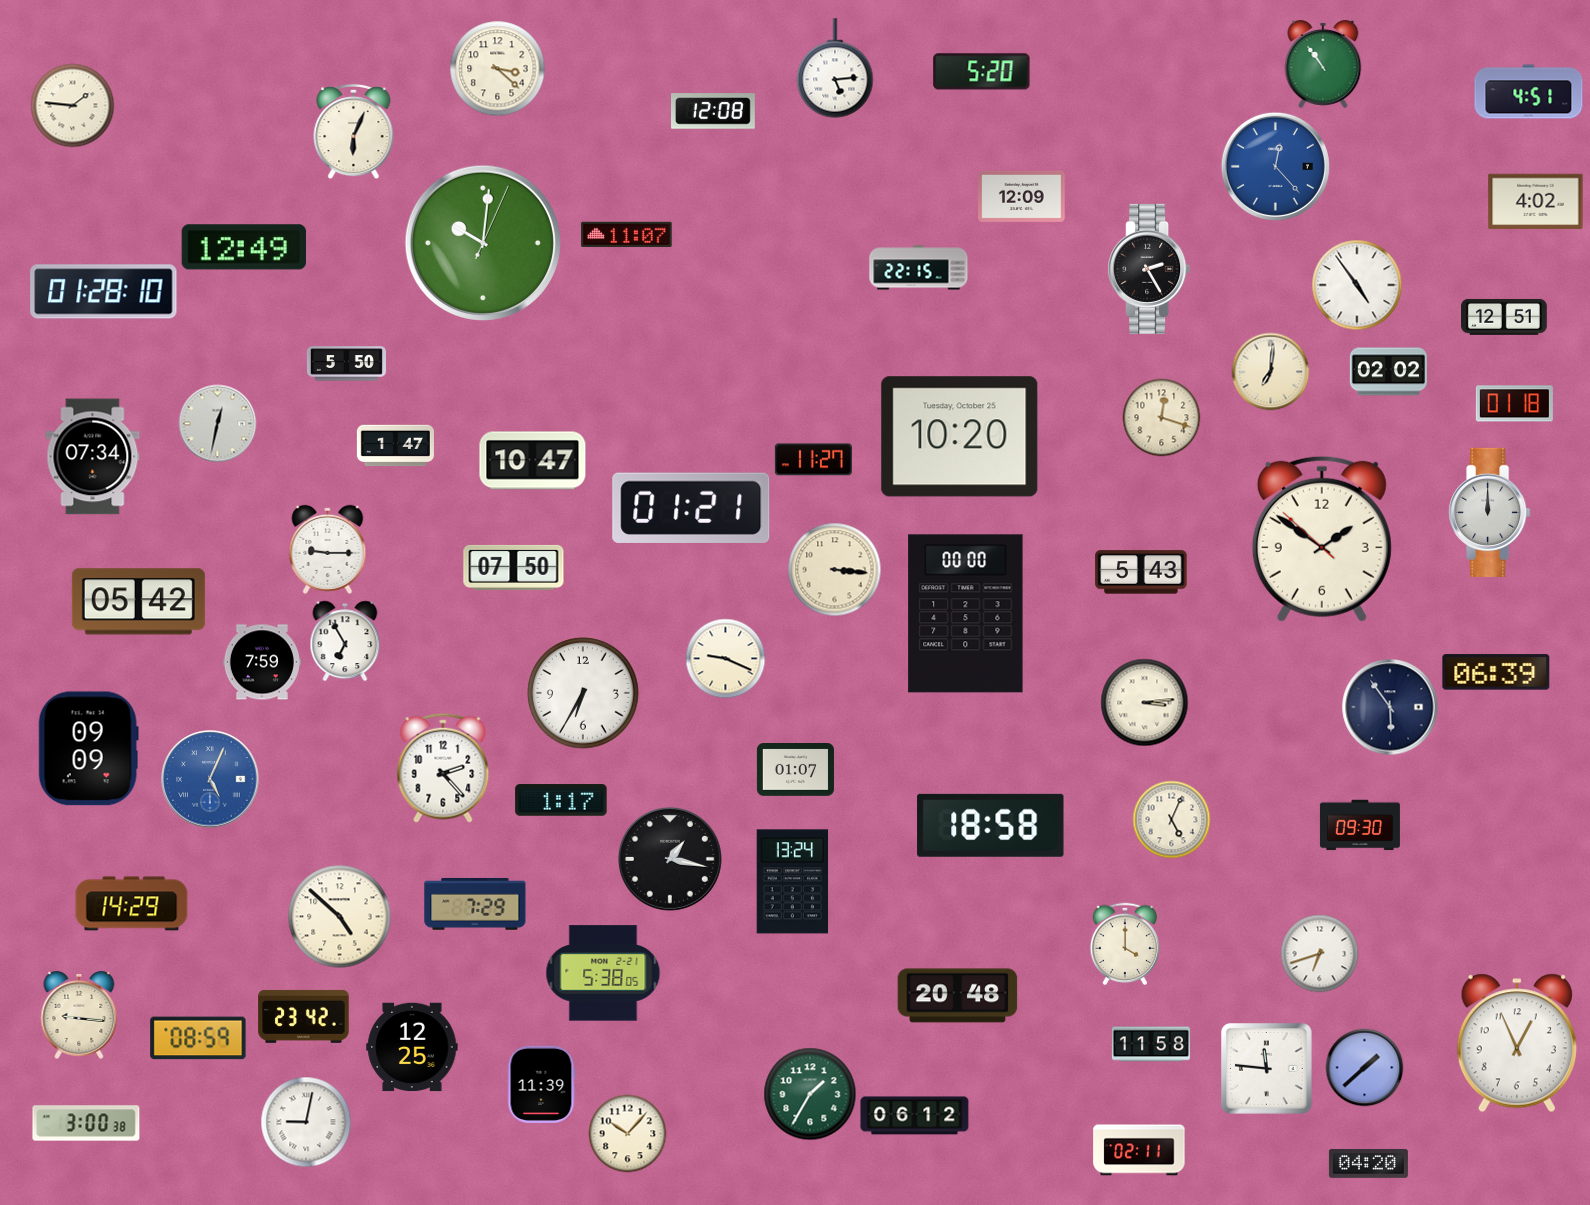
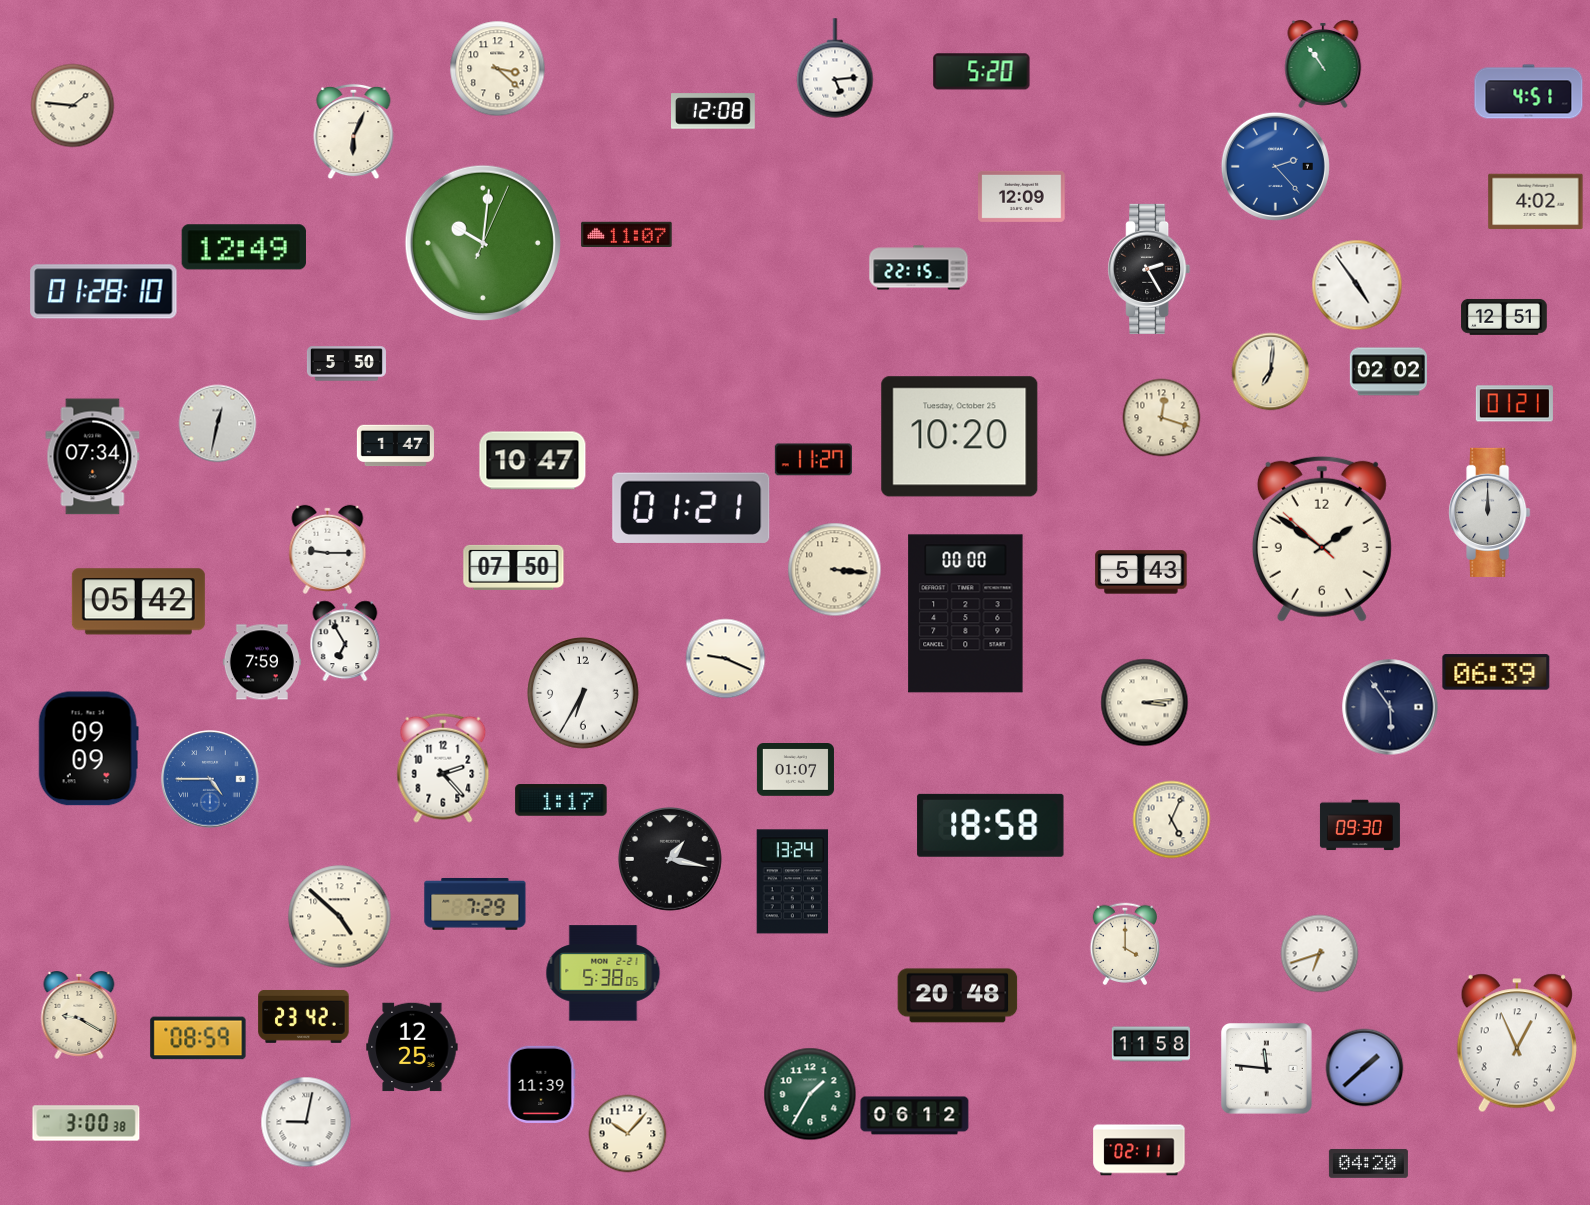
clock at (1275, 166): 12:23 -> 2:23
clock at (1514, 404): 01:18 -> 01:21
clock at (210, 779): 5:04 -> 4:45
clock at (132, 904): 14:29 -> none
clock at (79, 1015): 9:16 -> 9:20
